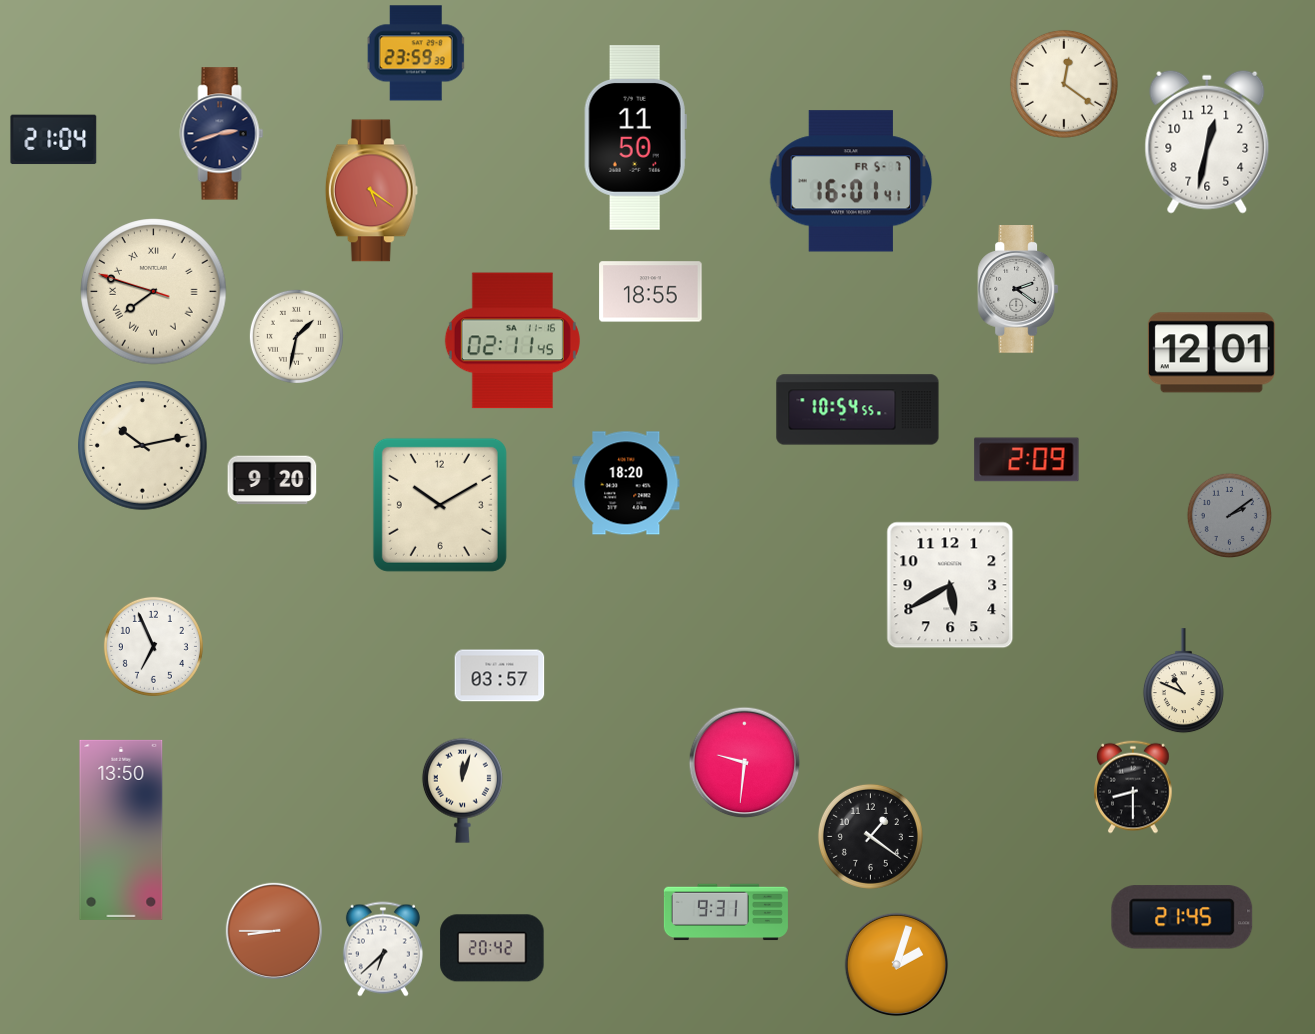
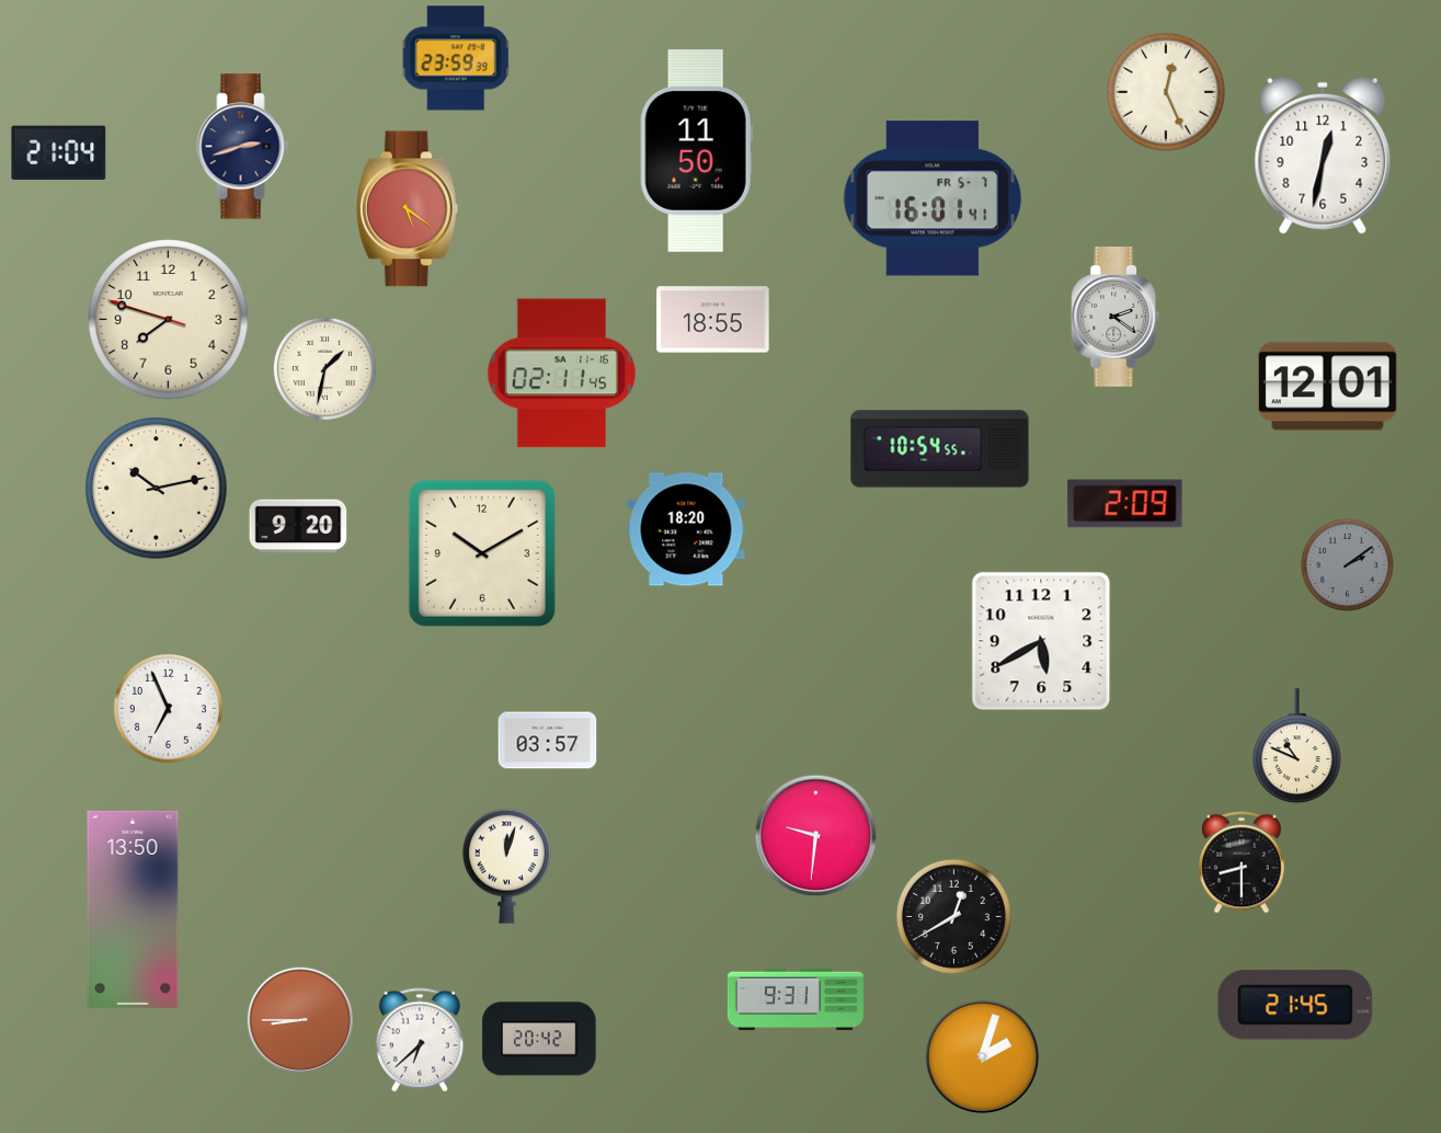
clock at (1064, 84): 12:21 -> 12:26
clock at (154, 292) numerals: Roman -> Arabic
clock at (870, 836): 1:21 -> 12:40
